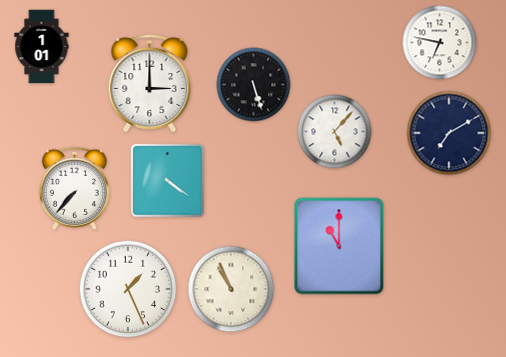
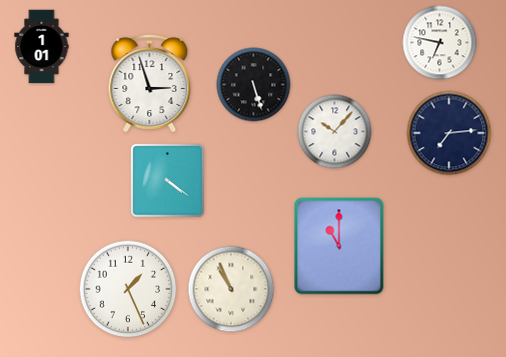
clock at (150, 84): 3:00 -> 2:57
clock at (335, 132): 5:07 -> 10:07
clock at (449, 133): 7:10 -> 7:14
clock at (74, 188): 7:37 -> none
